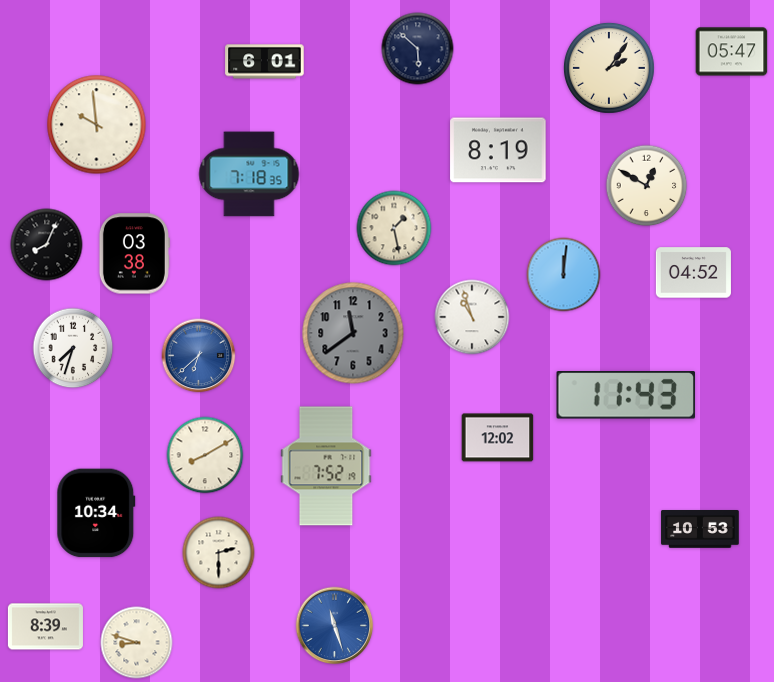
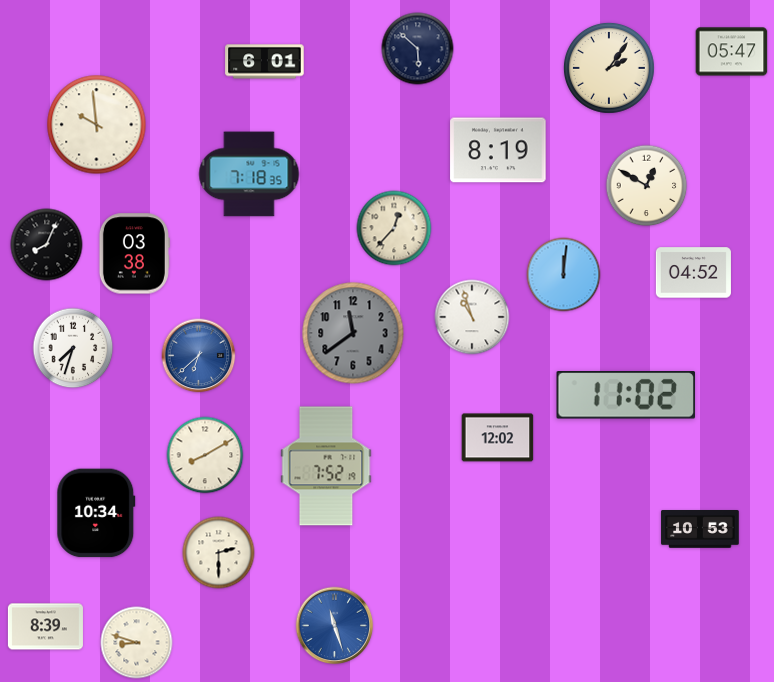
clock at (394, 228): 1:28 -> 12:37
clock at (626, 395): 11:43 -> 11:02
